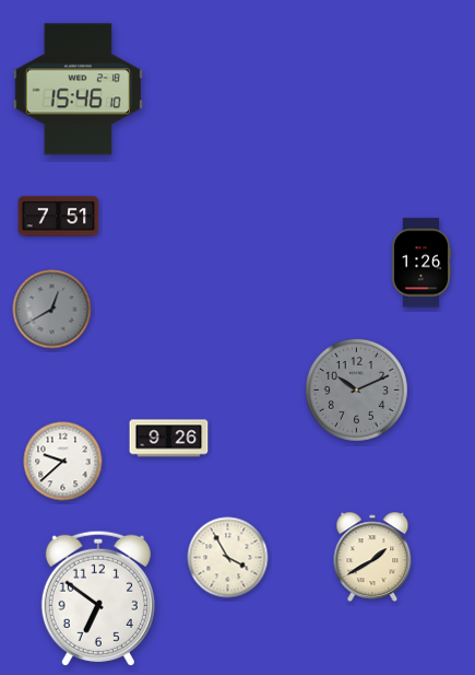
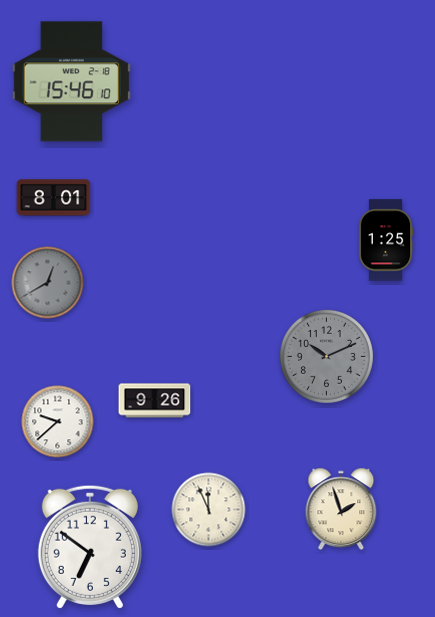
clock at (59, 217): 7:51 -> 8:01
clock at (421, 263): 1:26 -> 1:25
clock at (372, 557): 1:40 -> 1:57
clock at (228, 558): 3:55 -> 11:56
